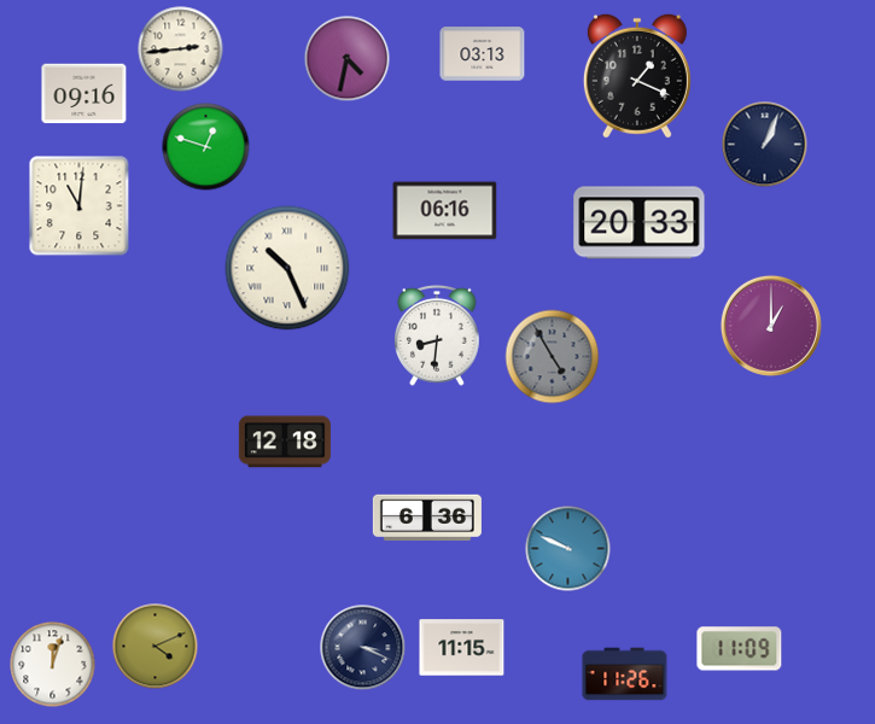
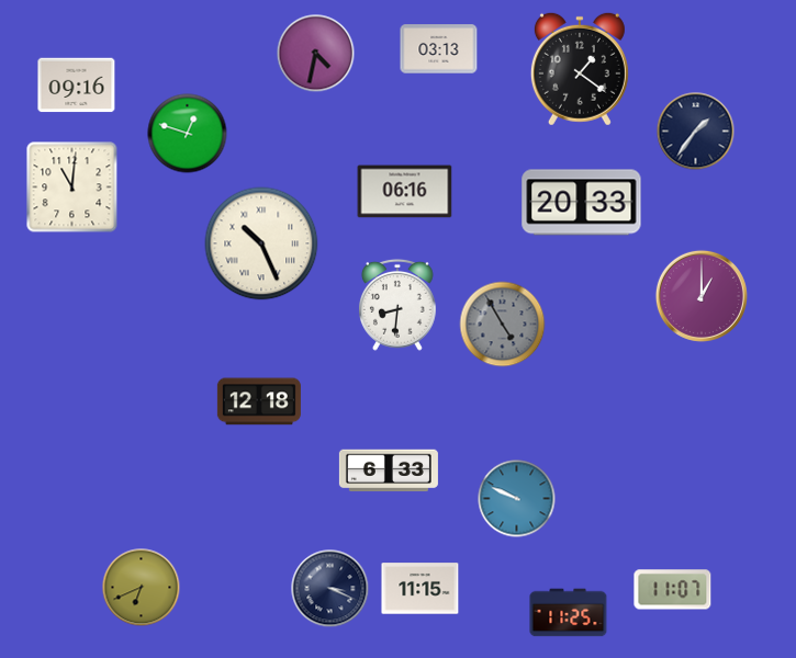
clock at (181, 49): 2:44 -> none
clock at (637, 76): 1:19 -> 1:21
clock at (765, 145): 1:04 -> 1:36
clock at (427, 518): 6:36 -> 6:33
clock at (156, 647): 4:11 -> 6:41
clock at (740, 649): 11:09 -> 11:07
clock at (53, 665): 12:03 -> none
clock at (625, 675): 11:26 -> 11:25
